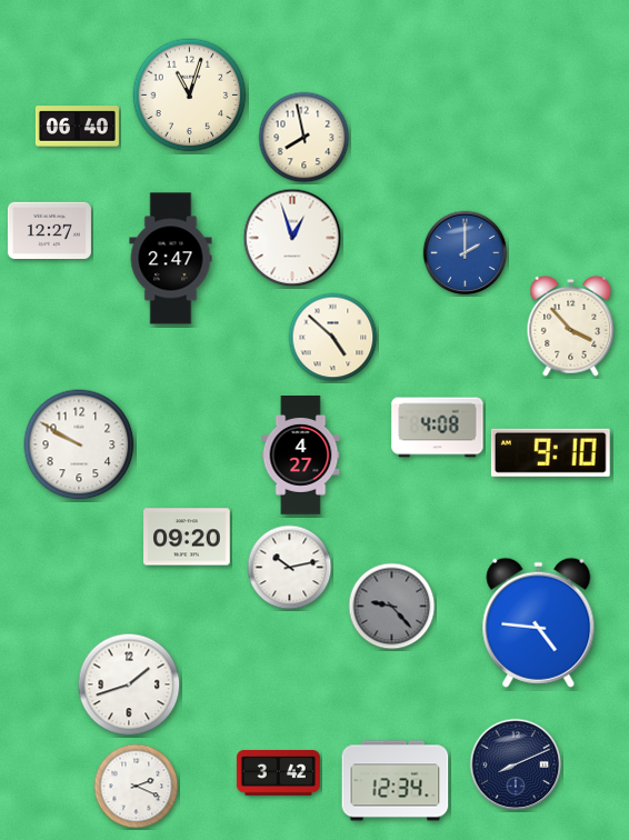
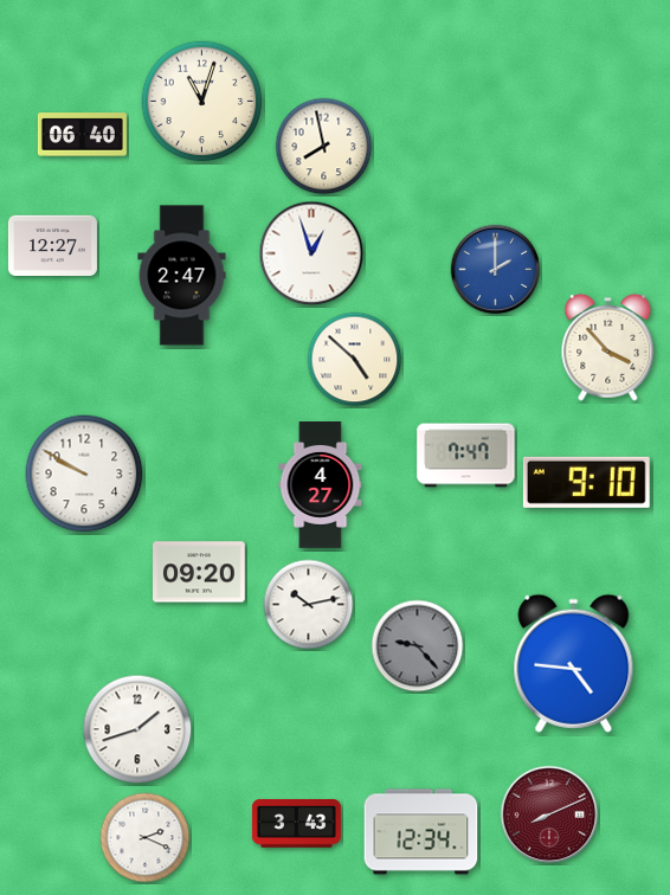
clock at (438, 428): 4:08 -> 7:47
clock at (516, 764) dial: navy -> burgundy
clock at (278, 773): 3:42 -> 3:43
